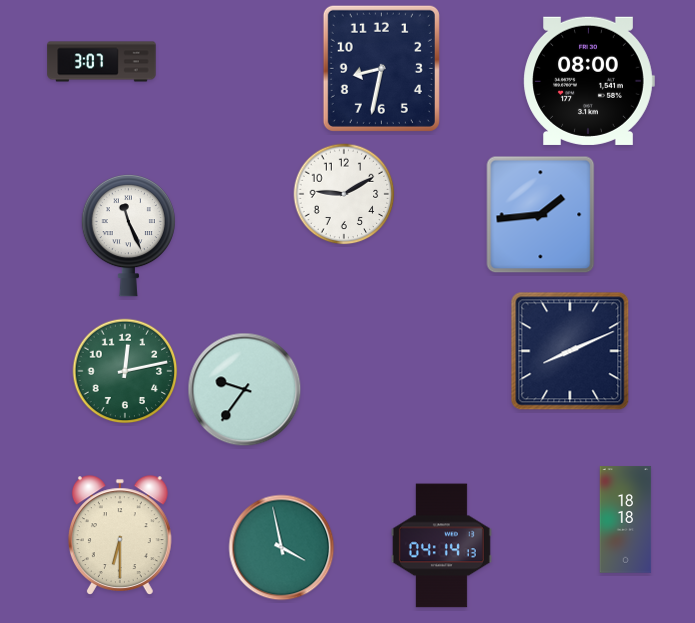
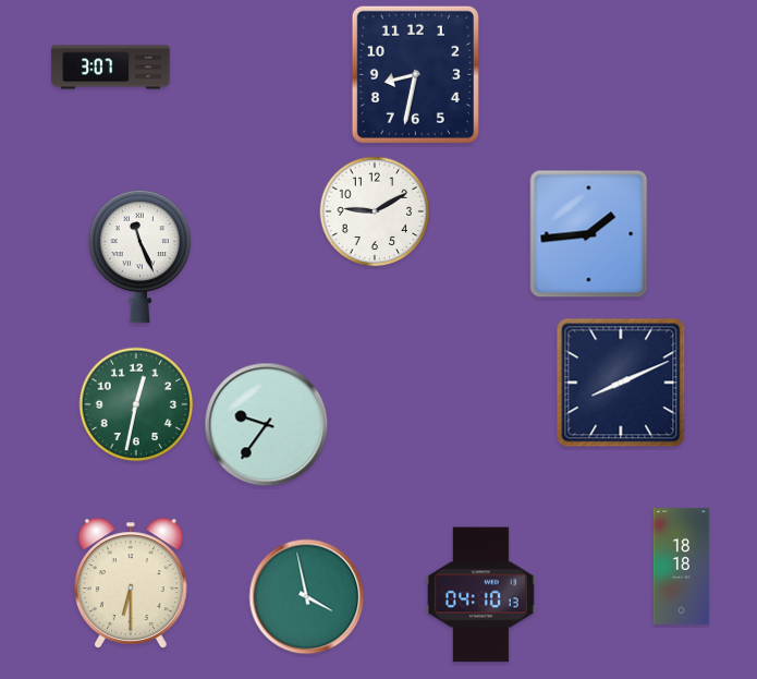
clock at (589, 81): 08:00 -> none
clock at (125, 371): 12:13 -> 12:32
clock at (441, 546): 04:14 -> 04:10
